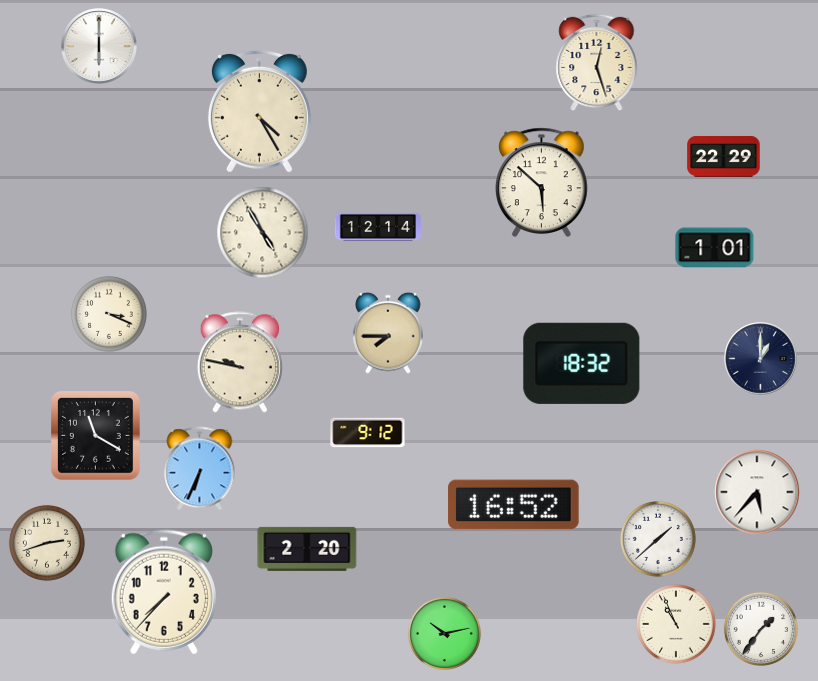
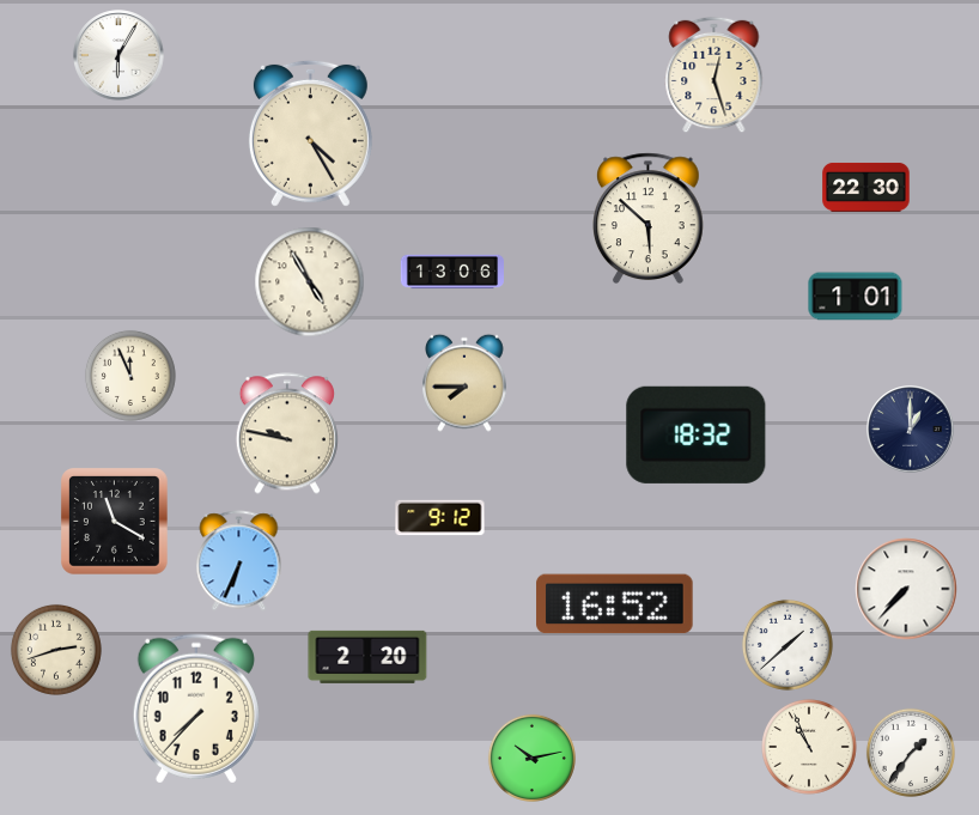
clock at (99, 46): 6:00 -> 6:05
clock at (724, 156): 22:29 -> 22:30
clock at (377, 227): 12:14 -> 13:06
clock at (263, 233) position: (263, 233) -> (310, 282)
clock at (109, 314): 3:19 -> 11:56
clock at (389, 333) position: (389, 333) -> (466, 383)
clock at (757, 492): 5:37 -> 7:37
